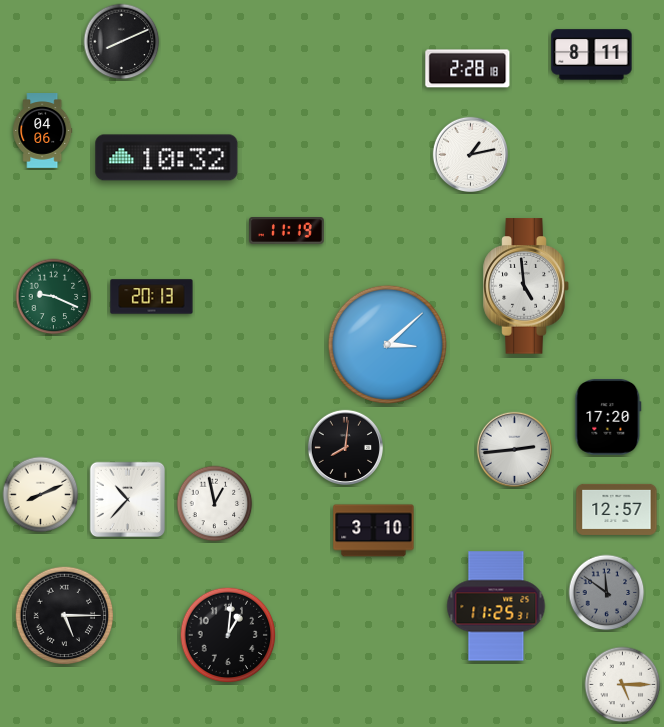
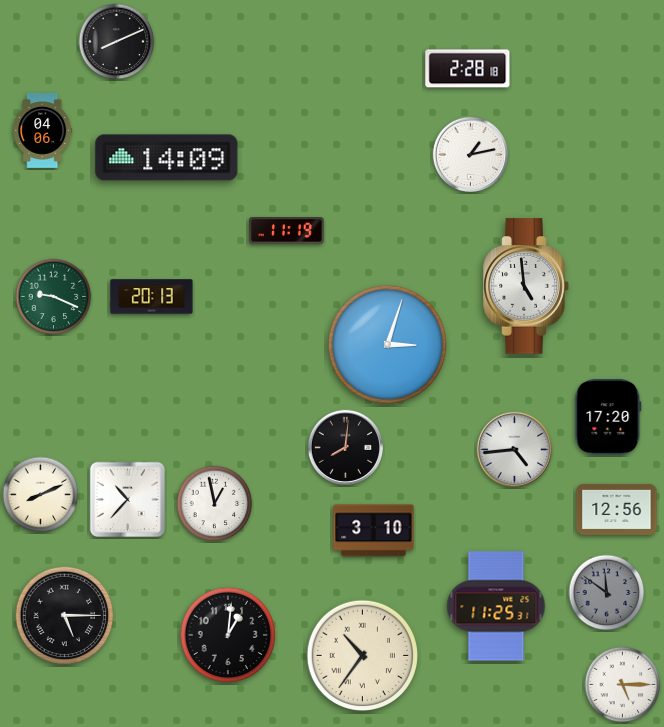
clock at (122, 42) position: (122, 42) -> (117, 42)
clock at (592, 55): 8:11 -> none
clock at (167, 158): 10:32 -> 14:09
clock at (387, 344): 3:08 -> 3:03
clock at (514, 449): 2:44 -> 4:44
clock at (617, 509): 12:57 -> 12:56
clock at (362, 655): none -> 10:36
